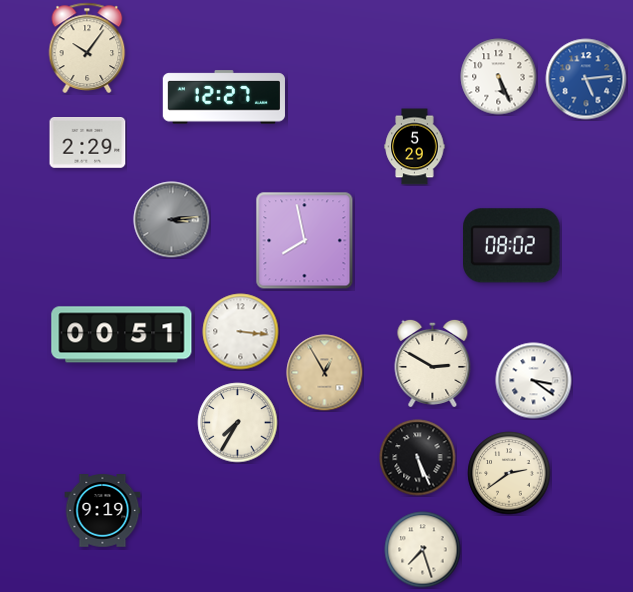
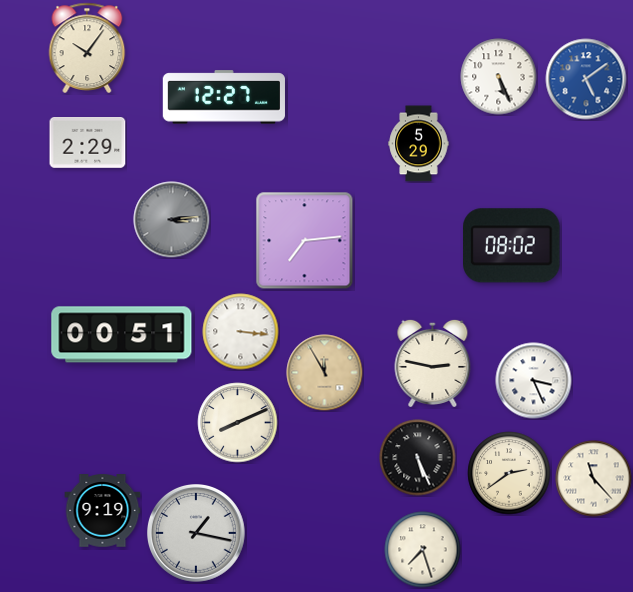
clock at (586, 79): 5:14 -> 5:09
clock at (415, 147) position: (415, 147) -> (419, 144)
clock at (305, 241): 7:58 -> 7:14
clock at (433, 363): 2:50 -> 2:47
clock at (325, 373): 12:55 -> 11:55
clock at (534, 381): 3:21 -> 3:26
clock at (238, 423): 7:35 -> 8:11
clock at (594, 479): none -> 11:23
clock at (197, 534): none -> 1:17
